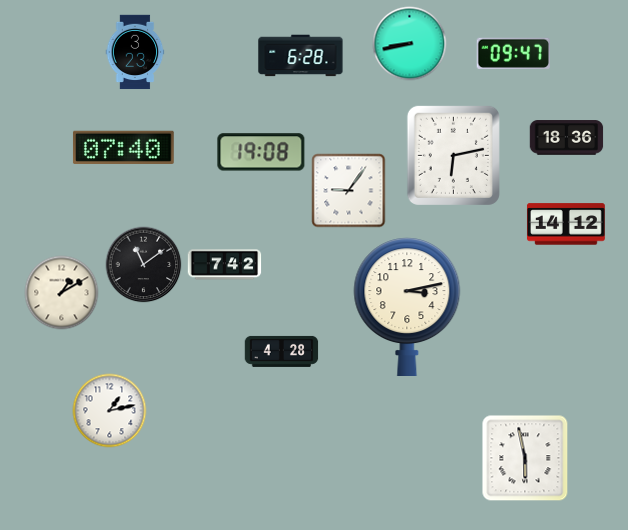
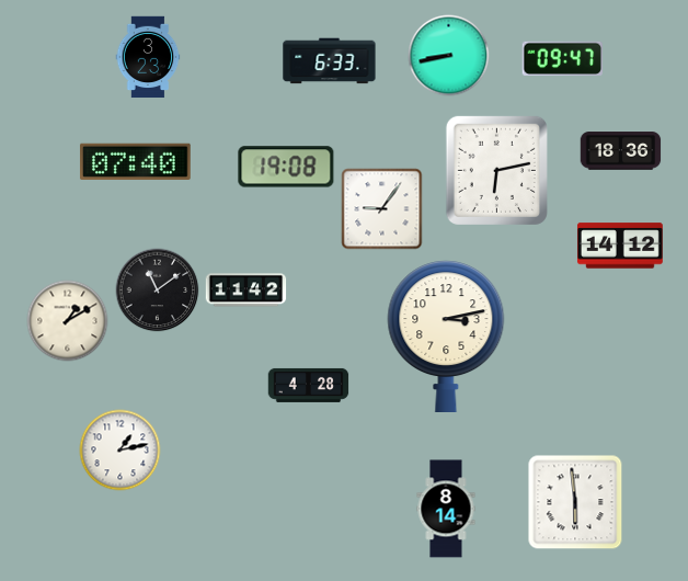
clock at (410, 44) position: (410, 44) -> (449, 56)
clock at (301, 56): 6:28 -> 6:33
clock at (225, 265): 7:42 -> 11:42
clock at (525, 458): 5:58 -> 5:59
clock at (446, 509): none -> 8:14
